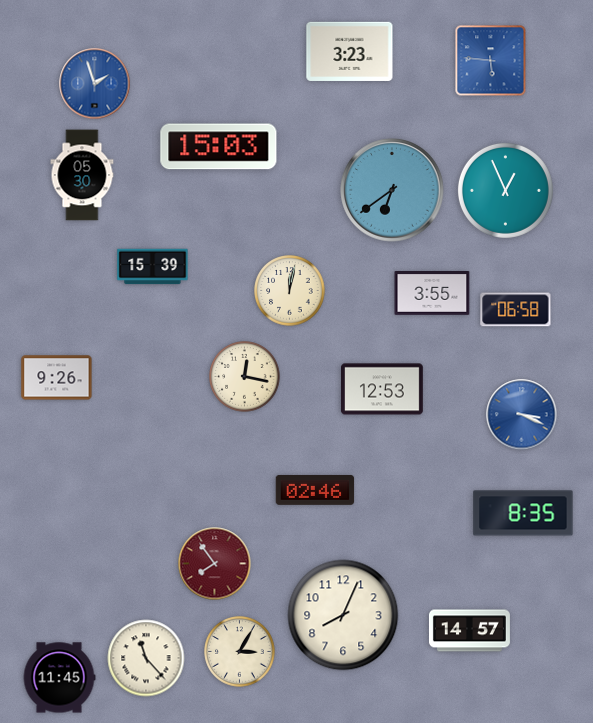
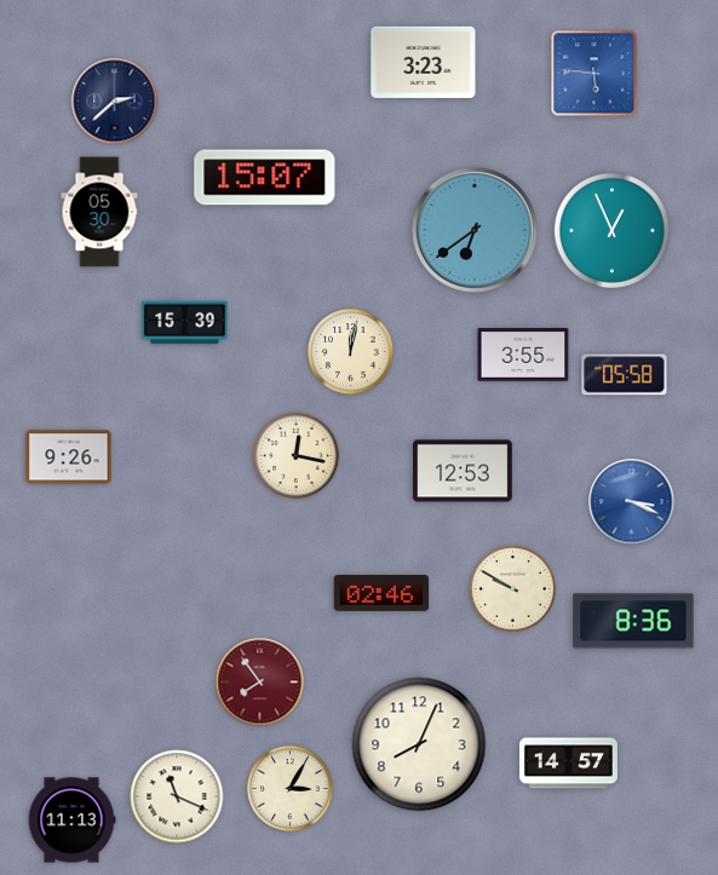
clock at (95, 84): 1:57 -> 2:38
clock at (95, 84) dial: blue -> navy
clock at (219, 147): 15:03 -> 15:07
clock at (516, 310): 06:58 -> 05:58
clock at (513, 589): none -> 9:50
clock at (523, 513): 8:35 -> 8:36
clock at (343, 615) position: (343, 615) -> (419, 744)
clock at (146, 658): 11:23 -> 11:19
clock at (59, 678): 11:45 -> 11:13
